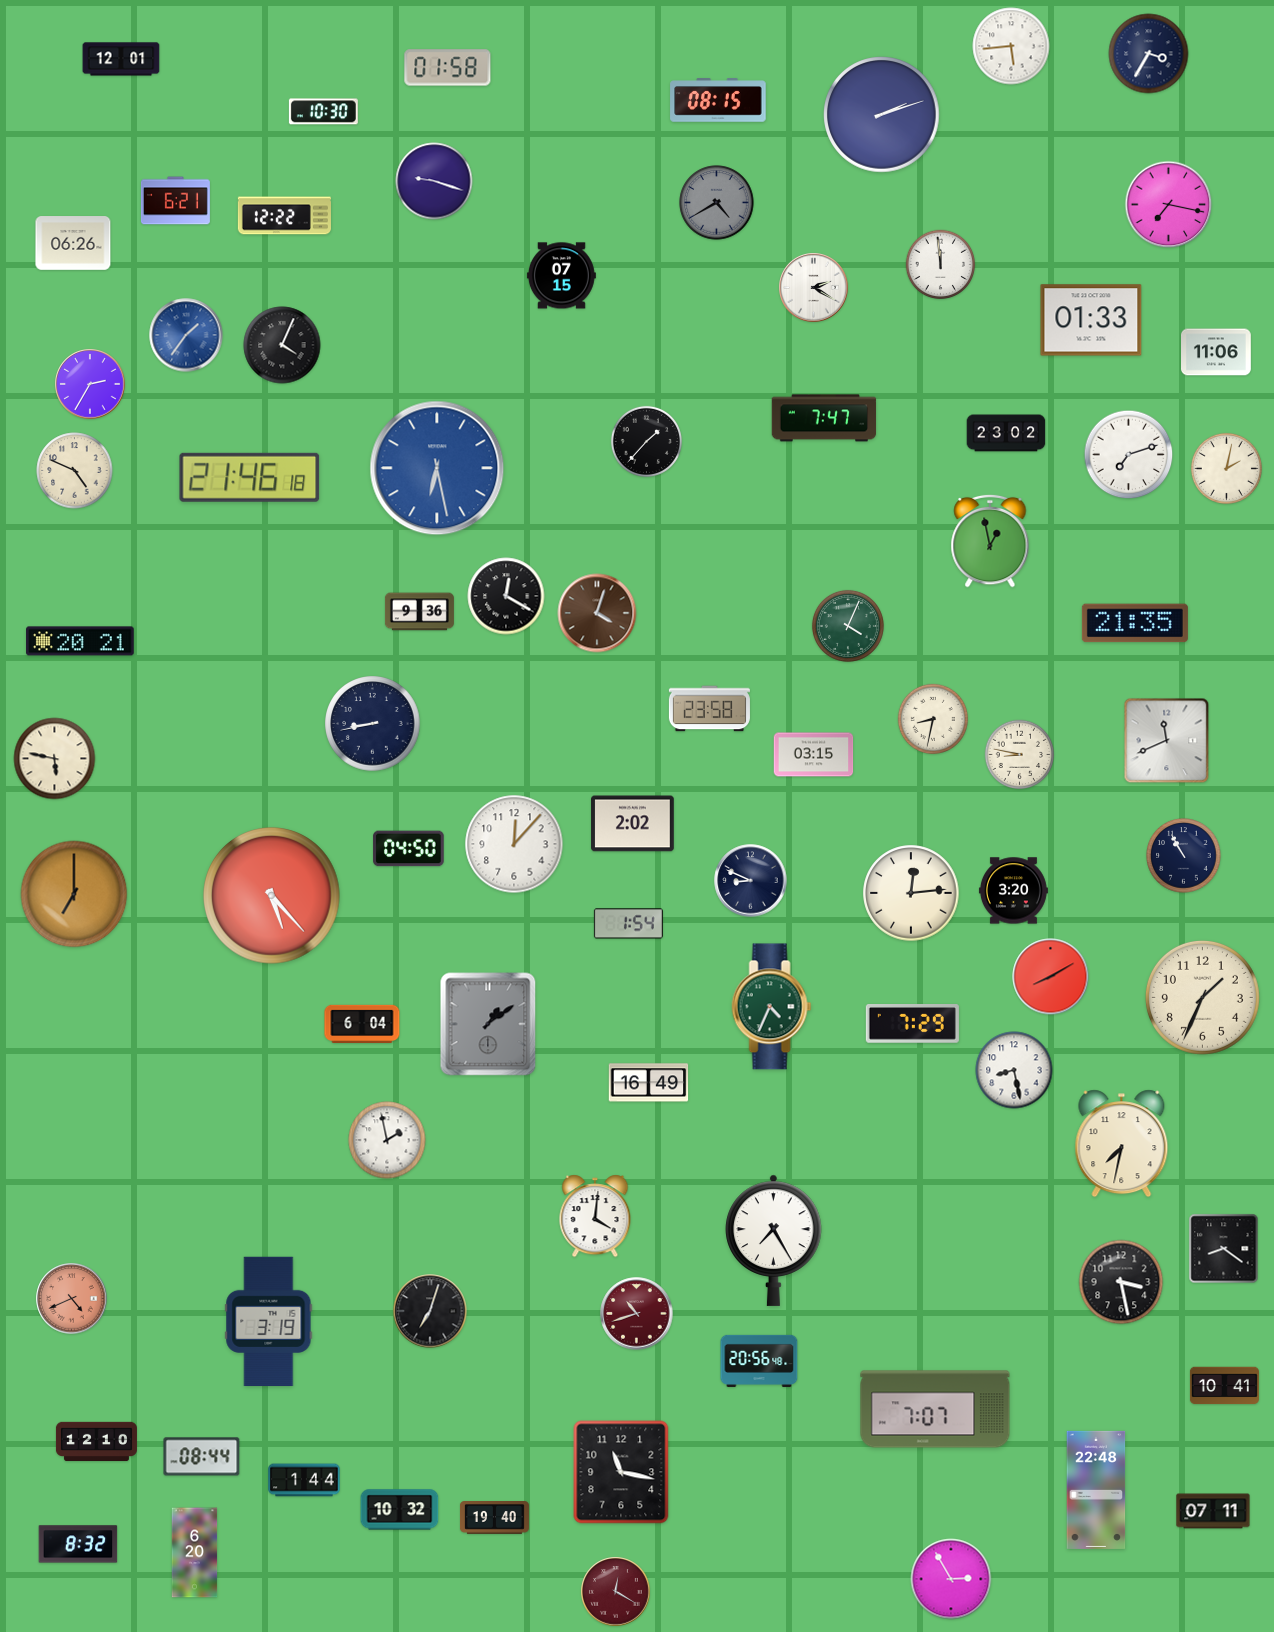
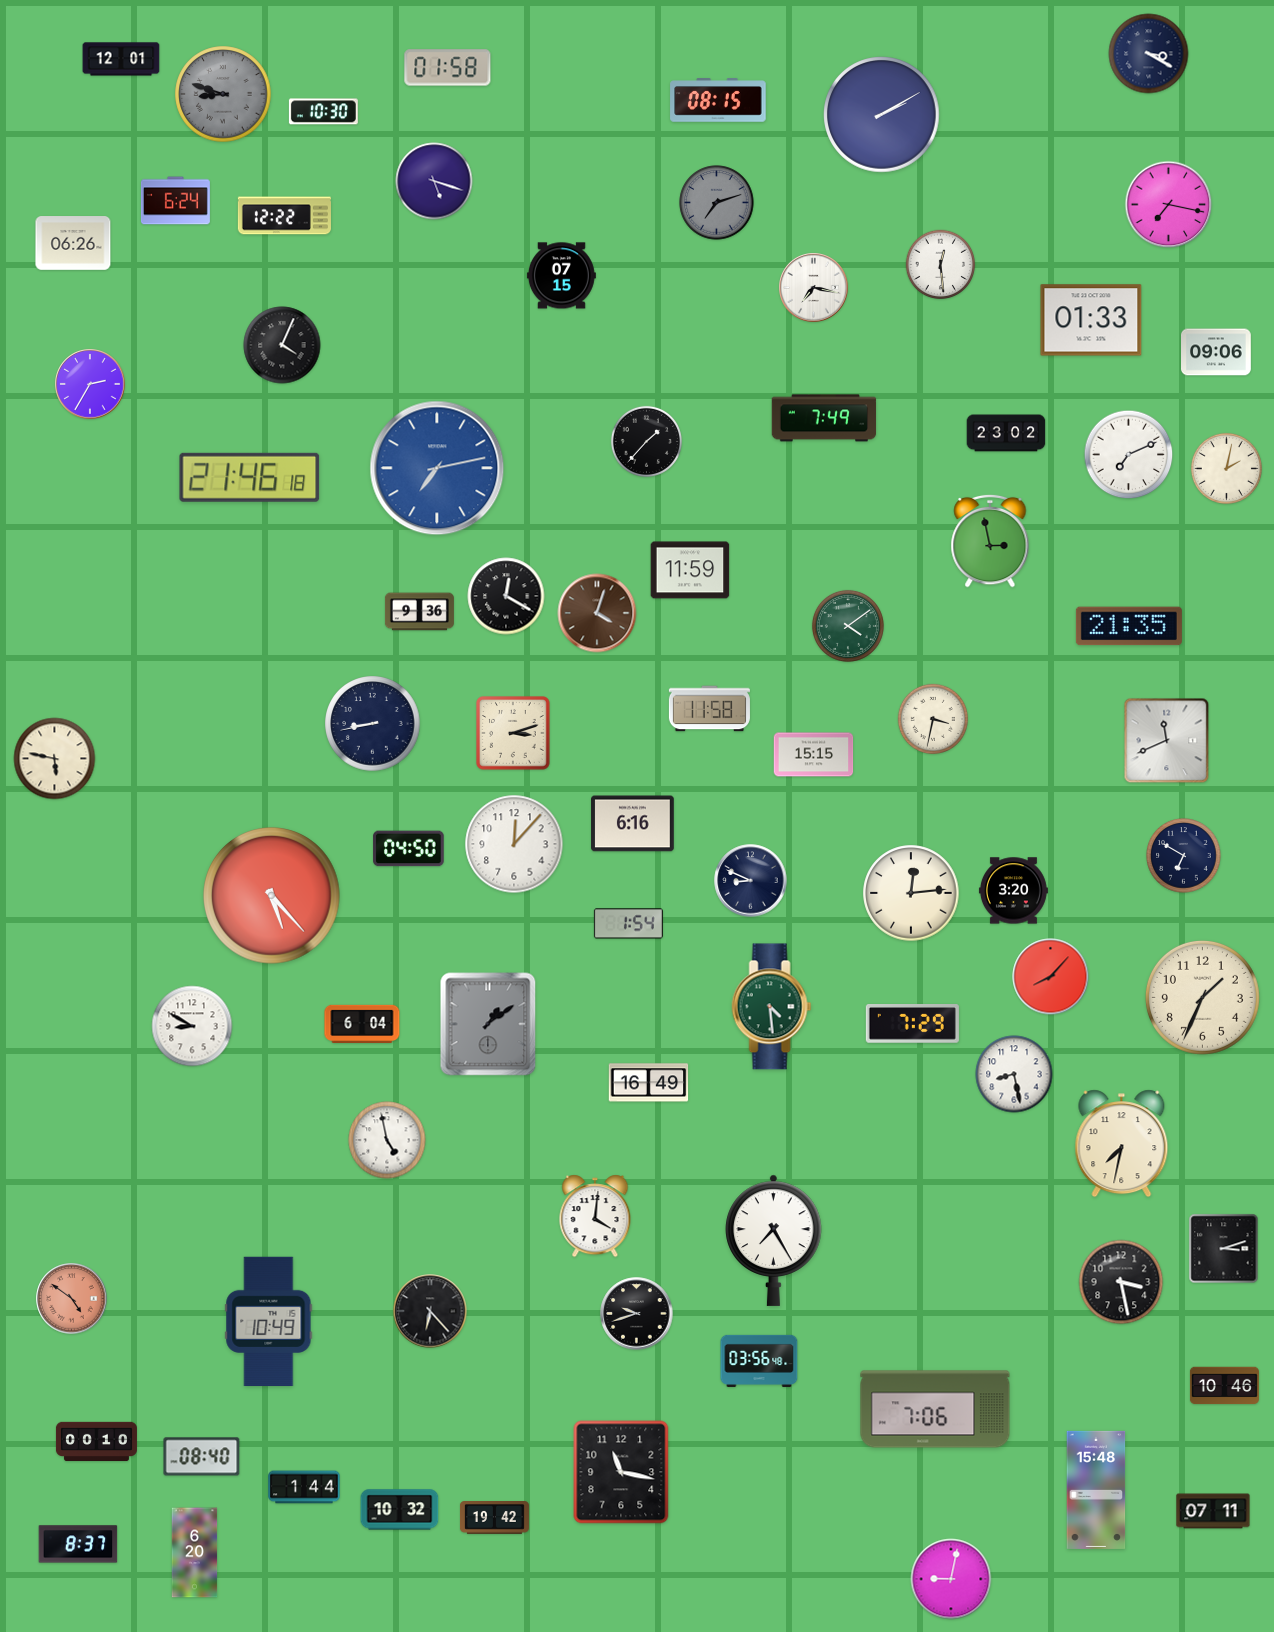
clock at (1011, 46): 5:44 -> none
clock at (1149, 54): 3:35 -> 3:20
clock at (223, 94): none -> 8:48
clock at (882, 115): 2:12 -> 2:10
clock at (434, 181): 9:18 -> 5:18
clock at (175, 201): 6:21 -> 6:24
clock at (717, 203): 4:40 -> 7:12
clock at (941, 265): 11:59 -> 12:29
clock at (814, 288): 2:20 -> 7:17
clock at (186, 335): 1:36 -> none
clock at (1216, 352): 11:06 -> 09:06
clock at (824, 418): 7:47 -> 7:49
clock at (1129, 455): 7:12 -> 7:11
clock at (437, 468): 6:28 -> 7:13
clock at (75, 471): 4:49 -> none
clock at (990, 541): 12:58 -> 2:58
clock at (690, 570): none -> 11:59
clock at (1135, 623) position: (1135, 623) -> (1129, 626)
clock at (848, 626): 4:04 -> 4:09
clock at (80, 641): 20:21 -> none
clock at (709, 709): 23:58 -> 11:58
clock at (932, 718): 8:32 -> 3:32
clock at (513, 733): none -> 3:12
clock at (814, 755): 03:15 -> 15:15
clock at (1020, 755): 8:47 -> none
clock at (633, 824): 2:02 -> 6:16
clock at (1184, 856): 10:55 -> 6:50
clock at (74, 894): 7:00 -> none
clock at (1051, 977): 8:10 -> 8:07
clock at (772, 1007): 4:34 -> 4:29
clock at (192, 1026): none -> 8:50
clock at (1014, 1070) position: (1014, 1070) -> (1014, 1074)
clock at (387, 1140): 1:58 -> 4:58
clock at (1224, 1249): 8:21 -> 3:12
clock at (72, 1299): 4:41 -> 4:51
clock at (430, 1311): 7:03 -> 6:23
clock at (637, 1314): 10:42 -> 9:42
clock at (637, 1314) dial: burgundy -> black
clock at (269, 1322): 3:19 -> 10:49
clock at (759, 1361): 20:56 -> 03:56
clock at (1224, 1386): 10:41 -> 10:46
clock at (935, 1409): 7:07 -> 7:06
clock at (96, 1442): 12:10 -> 00:10
clock at (202, 1457): 08:44 -> 08:40
clock at (304, 1480) position: (304, 1480) -> (304, 1487)
clock at (1096, 1490): 22:48 -> 15:48
clock at (494, 1518): 19:40 -> 19:42
clock at (78, 1544): 8:32 -> 8:37
clock at (951, 1579): 2:55 -> 9:02
clock at (616, 1592): 12:20 -> none
